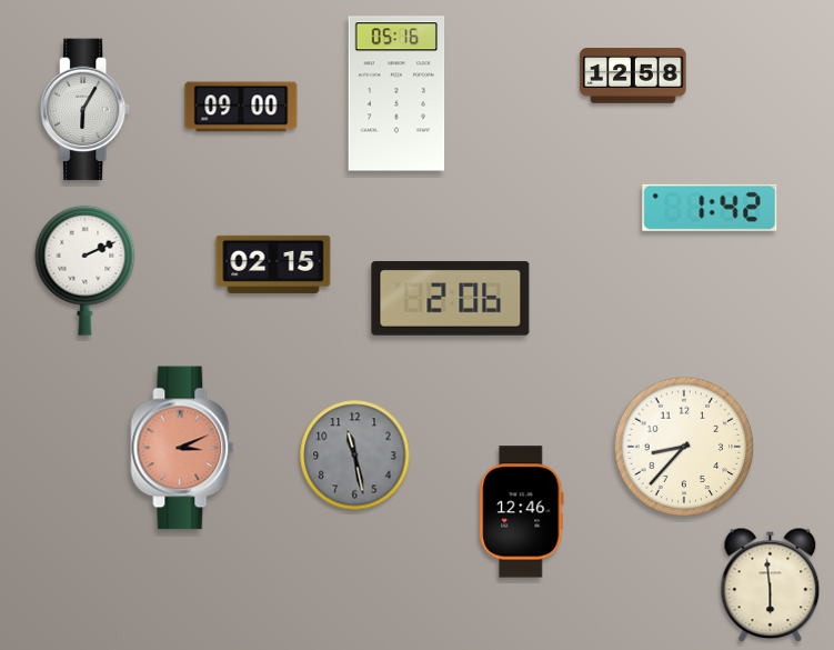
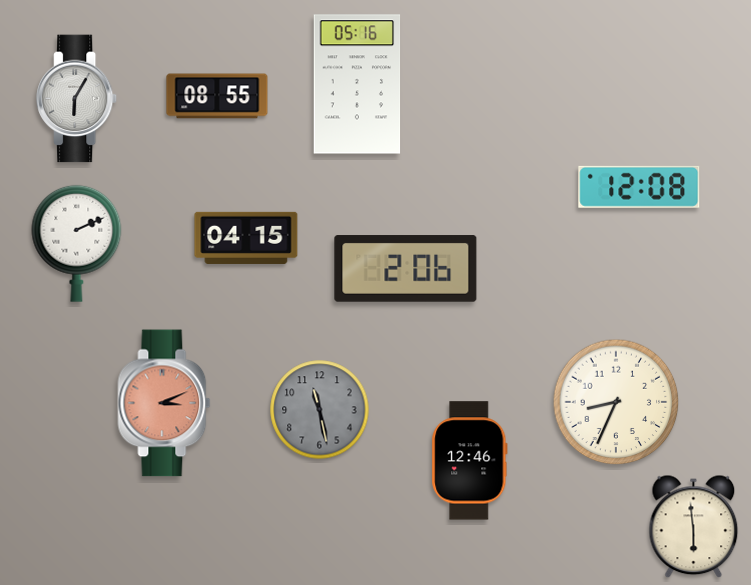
clock at (633, 76): 12:58 -> none
clock at (241, 107): 09:00 -> 08:55
clock at (710, 208): 1:42 -> 12:08
clock at (273, 264): 02:15 -> 04:15
clock at (684, 447): 8:37 -> 8:34
